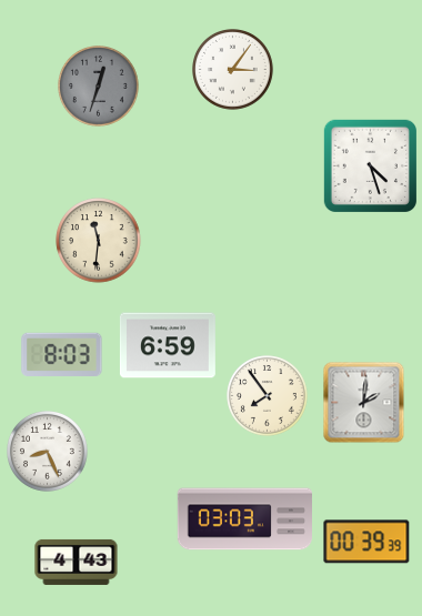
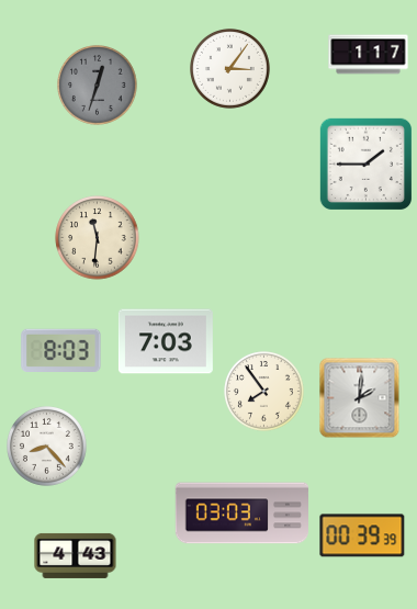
clock at (369, 55): none -> 1:17
clock at (370, 165): 4:27 -> 1:45
clock at (168, 345): 6:59 -> 7:03
clock at (48, 452): 8:26 -> 8:23
